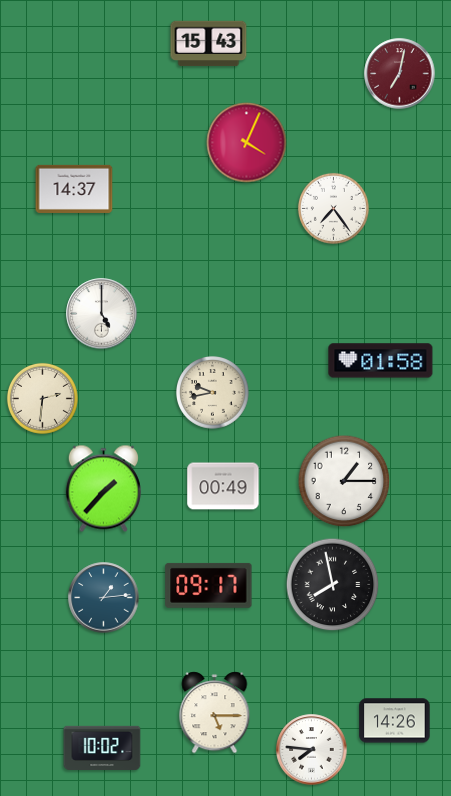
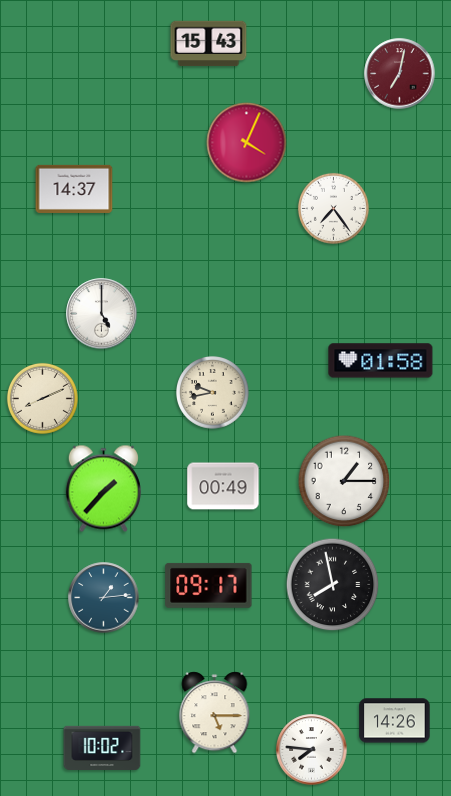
clock at (42, 398): 2:31 -> 8:11
